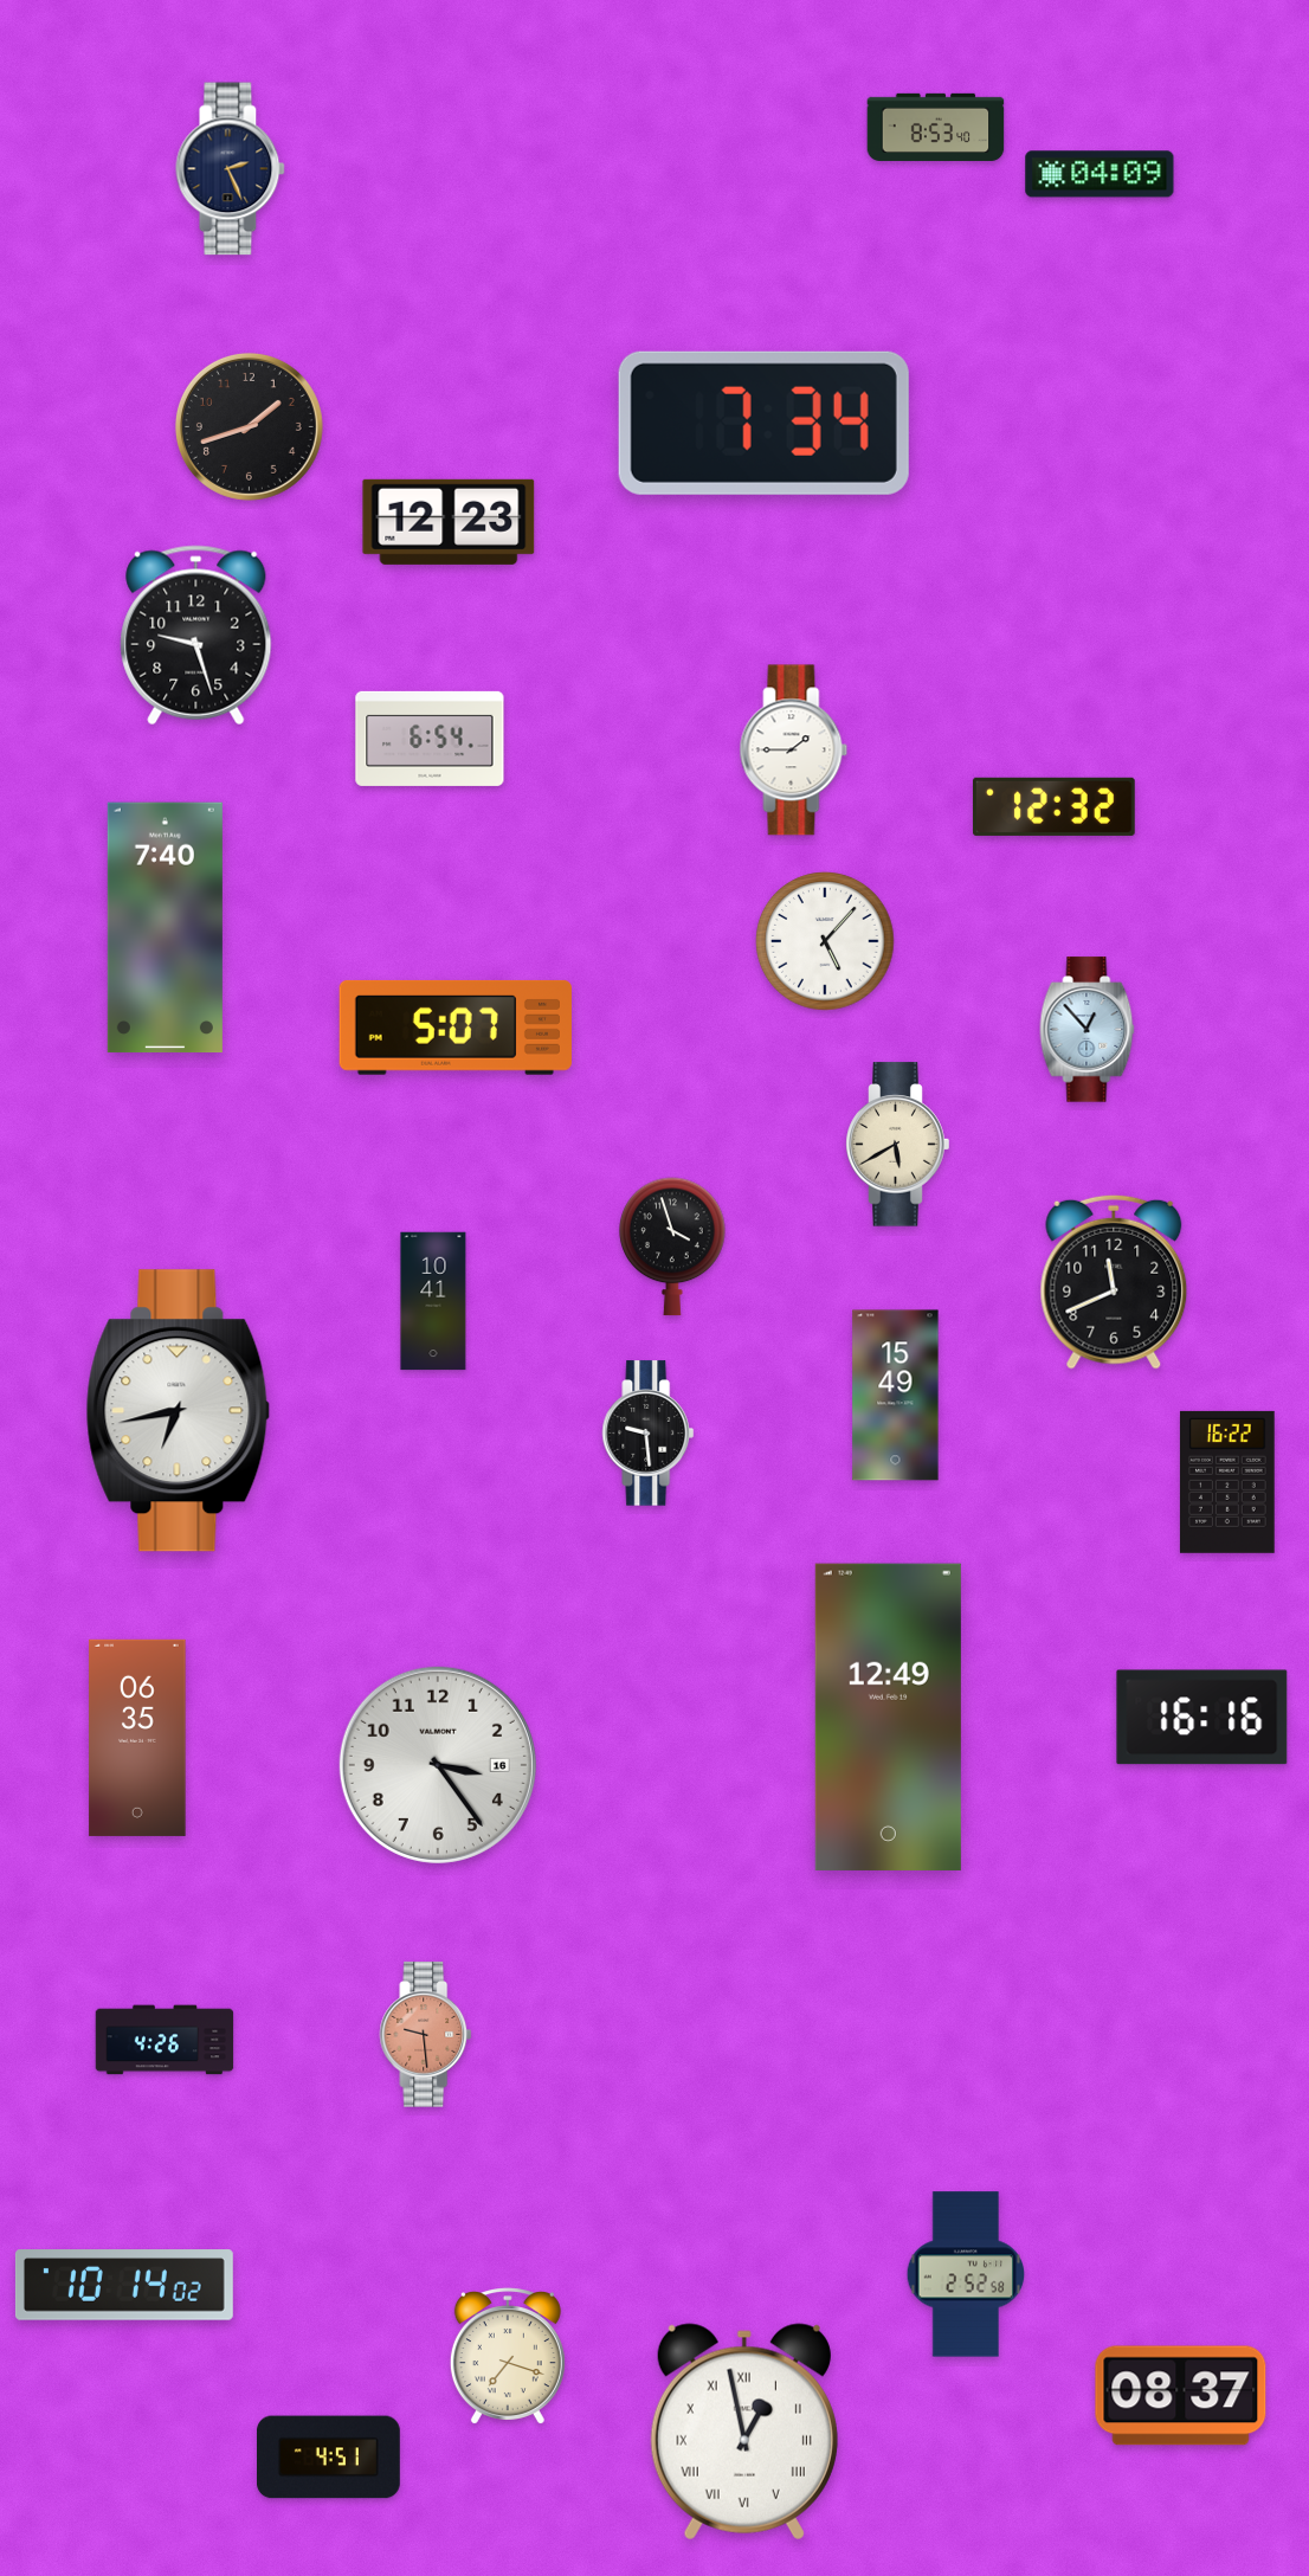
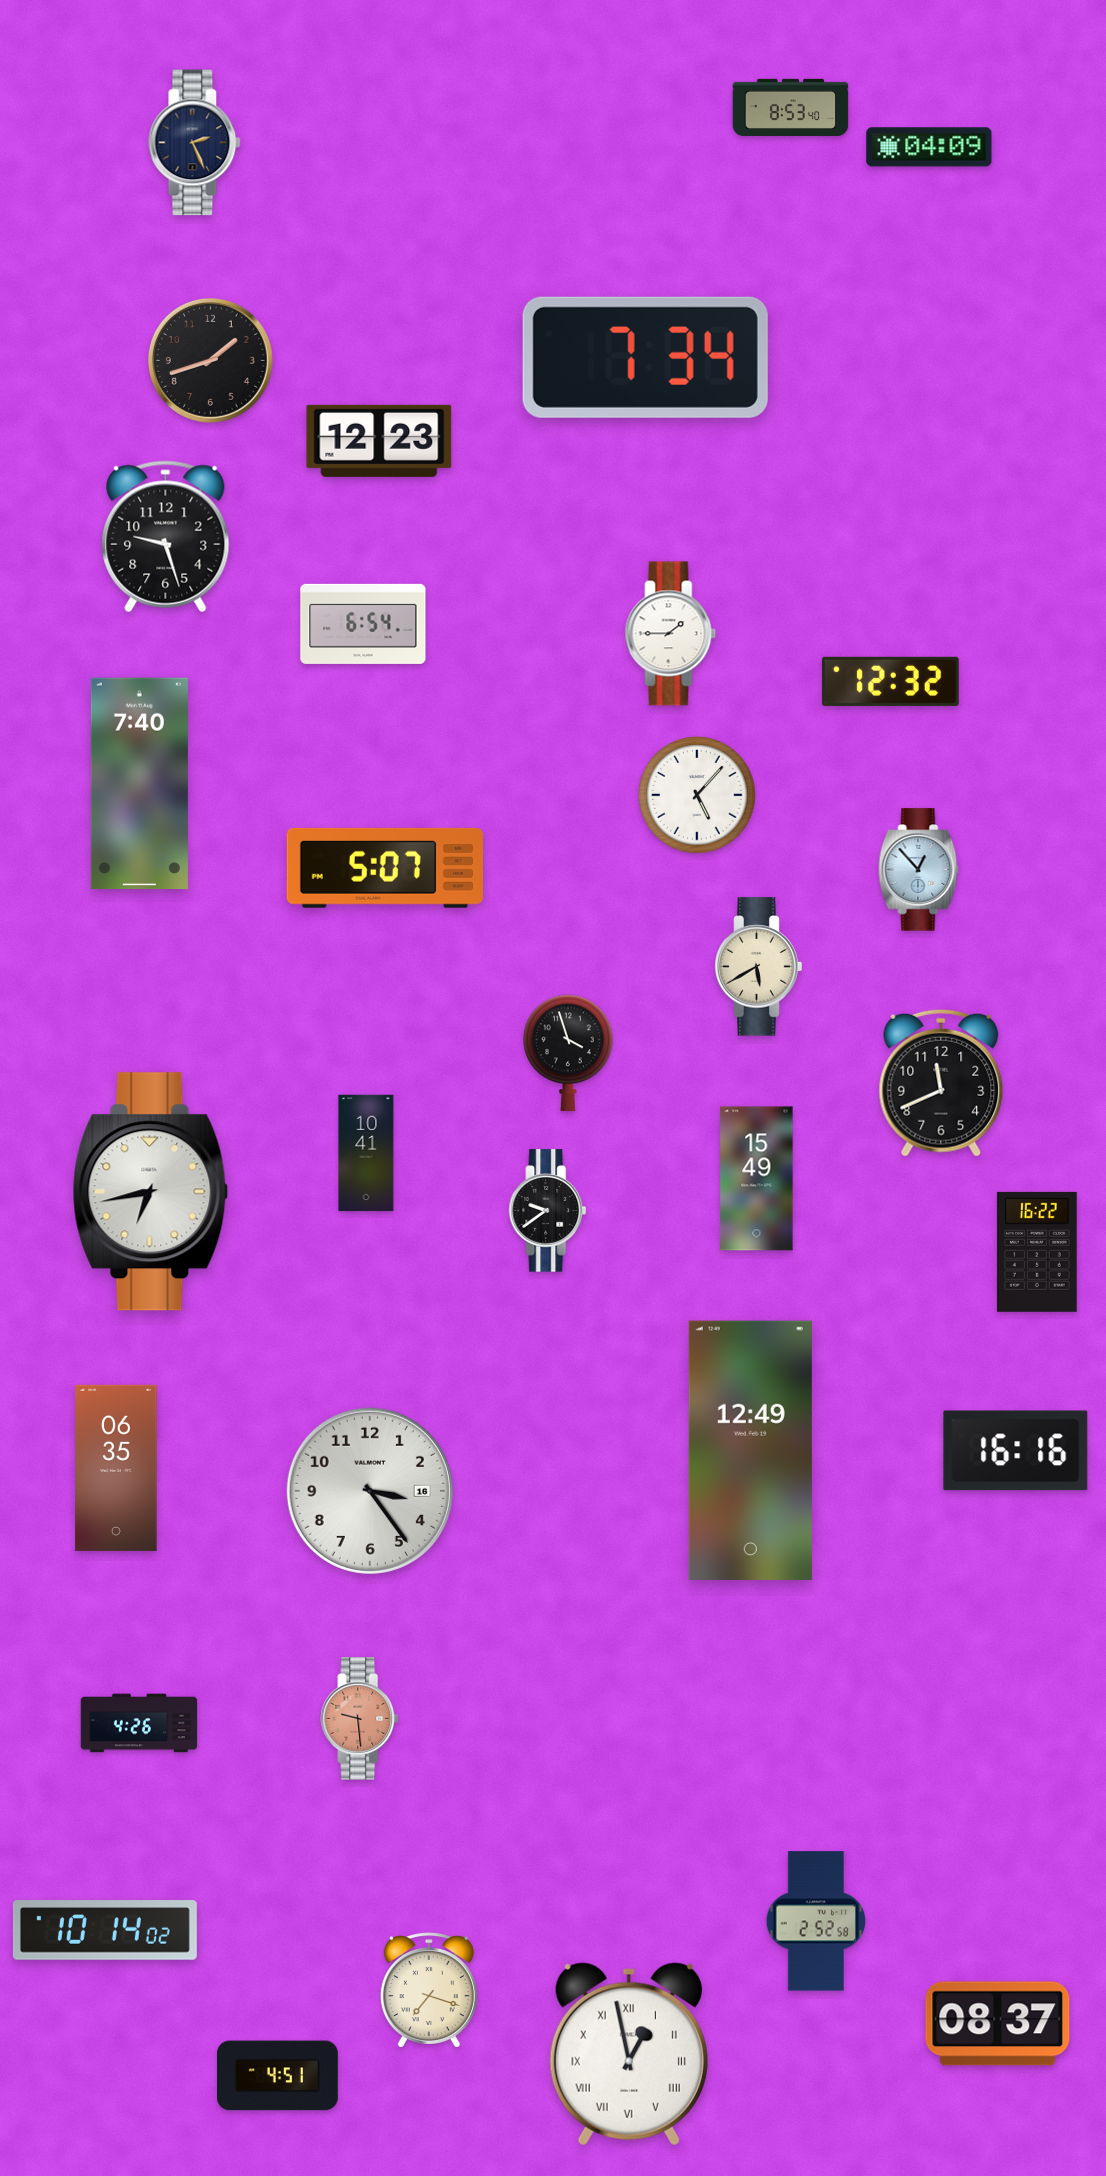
clock at (433, 1301) position: (433, 1301) -> (366, 1153)
clock at (649, 1434): 9:29 -> 9:39
